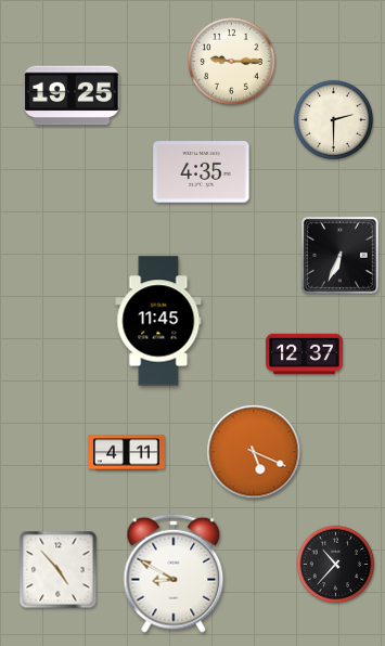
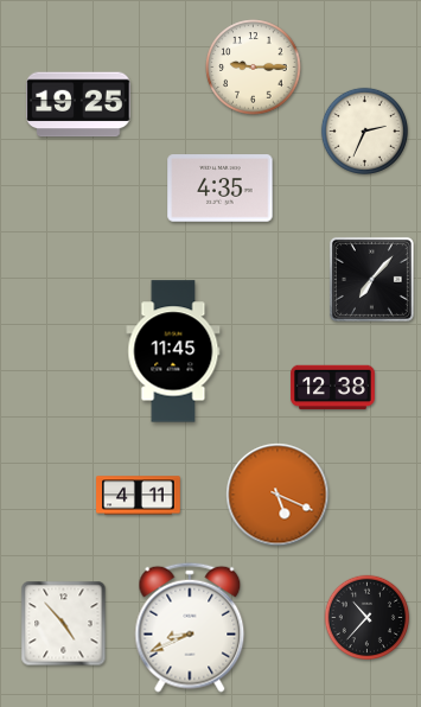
clock at (333, 119): 2:30 -> 2:34
clock at (339, 255): 6:34 -> 7:07
clock at (305, 354): 12:37 -> 12:38
clock at (174, 573): 8:50 -> 8:41
